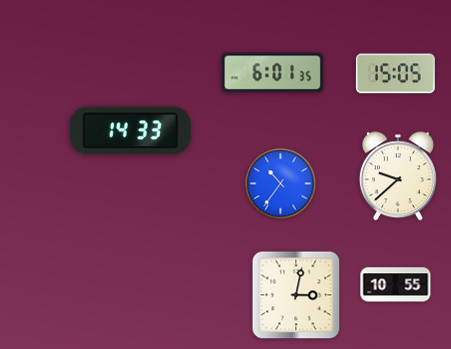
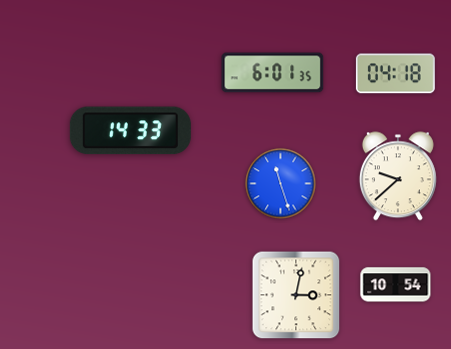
clock at (395, 74): 15:05 -> 04:18
clock at (281, 184): 10:36 -> 11:27
clock at (396, 285): 10:55 -> 10:54
